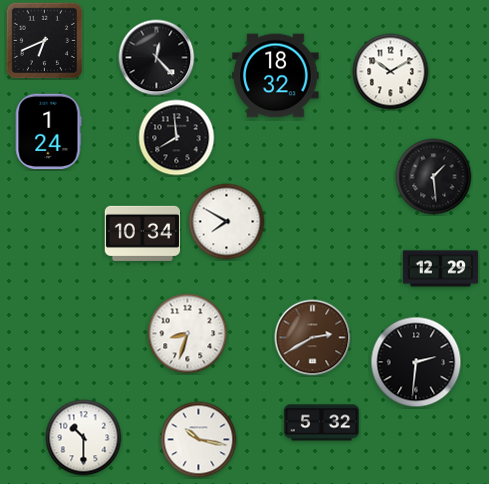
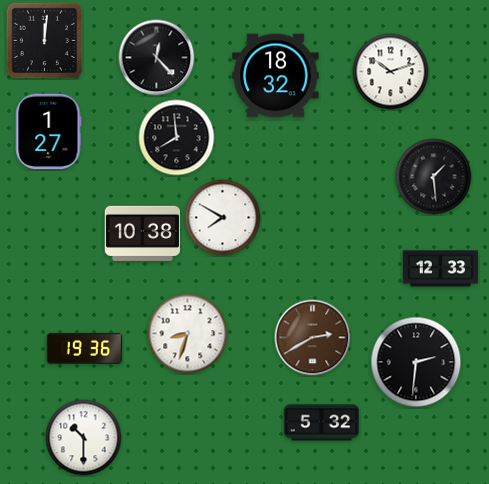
clock at (44, 40): 6:41 -> 12:01
clock at (391, 72): 10:10 -> 10:12
clock at (49, 132): 1:24 -> 1:27
clock at (227, 222) position: (227, 222) -> (223, 218)
clock at (143, 233): 10:34 -> 10:38
clock at (441, 269): 12:29 -> 12:33
clock at (85, 348): none -> 19:36
clock at (199, 440): 10:17 -> none
